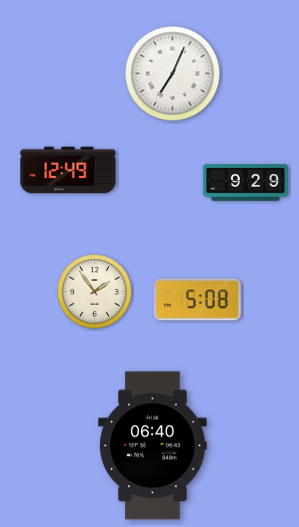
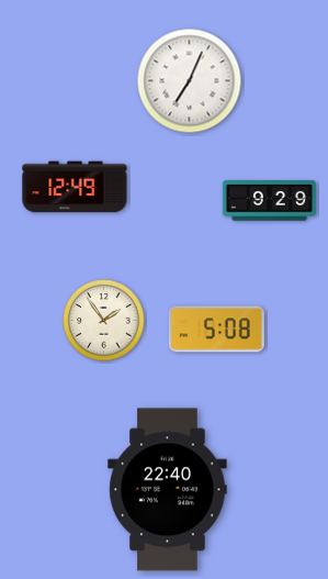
clock at (153, 446): 06:40 -> 22:40
